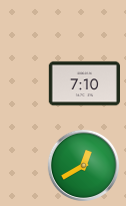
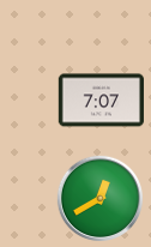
clock at (84, 84): 7:10 -> 7:07
